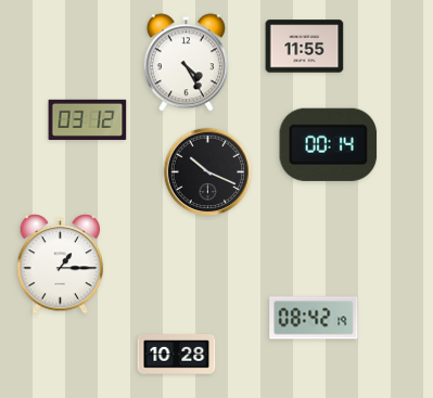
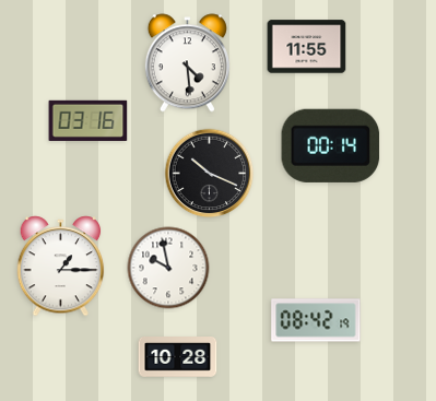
clock at (186, 63): 4:25 -> 4:29
clock at (88, 119): 03:12 -> 03:16
clock at (168, 268): none -> 9:58
